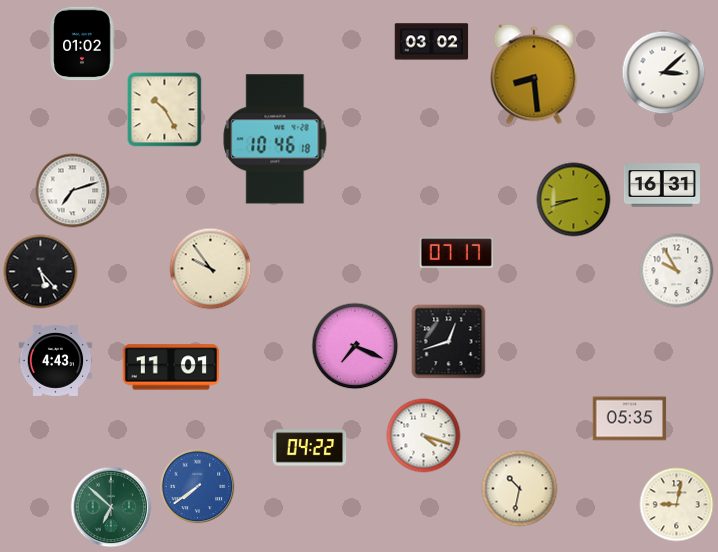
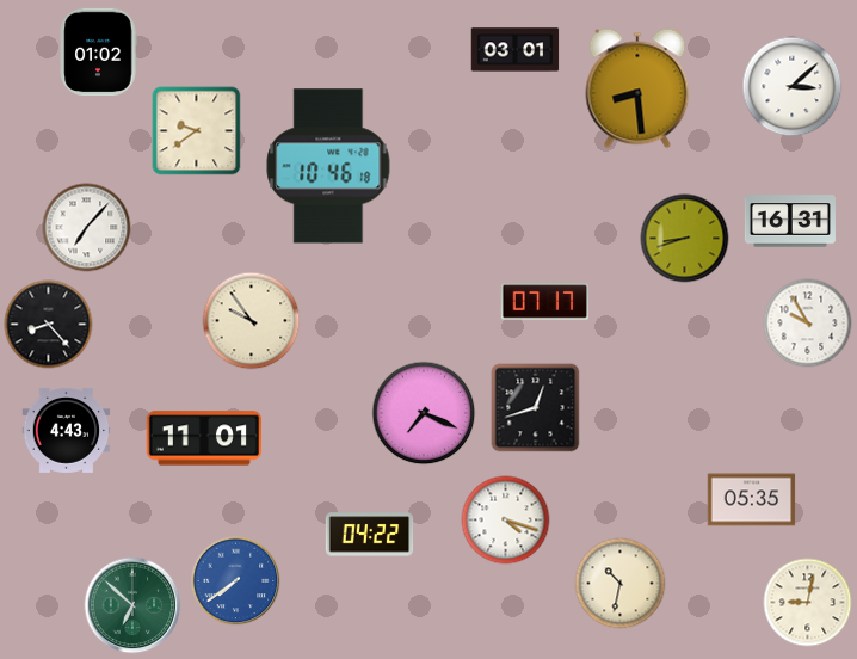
clock at (432, 42): 03:02 -> 03:01
clock at (165, 110): 10:25 -> 9:39
clock at (73, 191): 7:12 -> 7:07
clock at (41, 272): 5:23 -> 8:23
